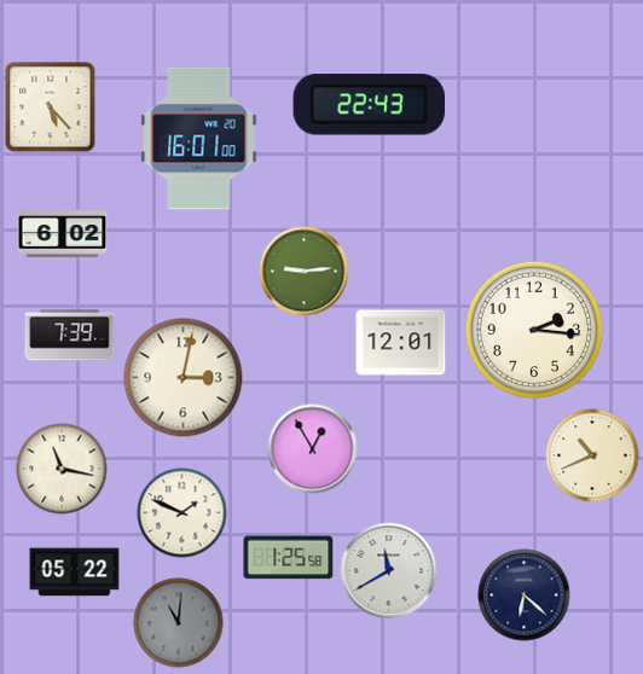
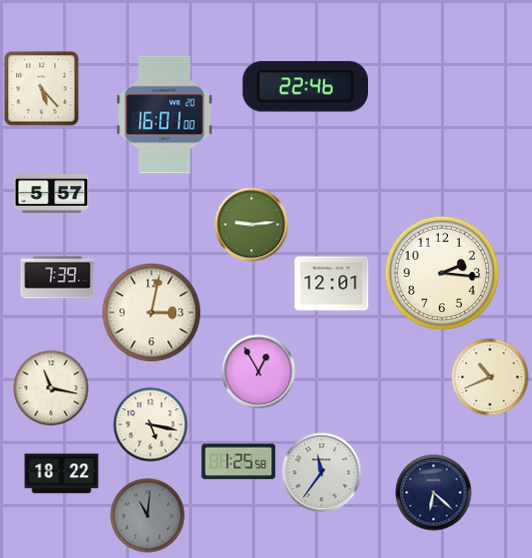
clock at (369, 105): 22:43 -> 22:46
clock at (63, 234): 6:02 -> 5:57
clock at (183, 513): 1:49 -> 5:17
clock at (389, 571): 11:40 -> 11:36
clock at (75, 573): 05:22 -> 18:22
